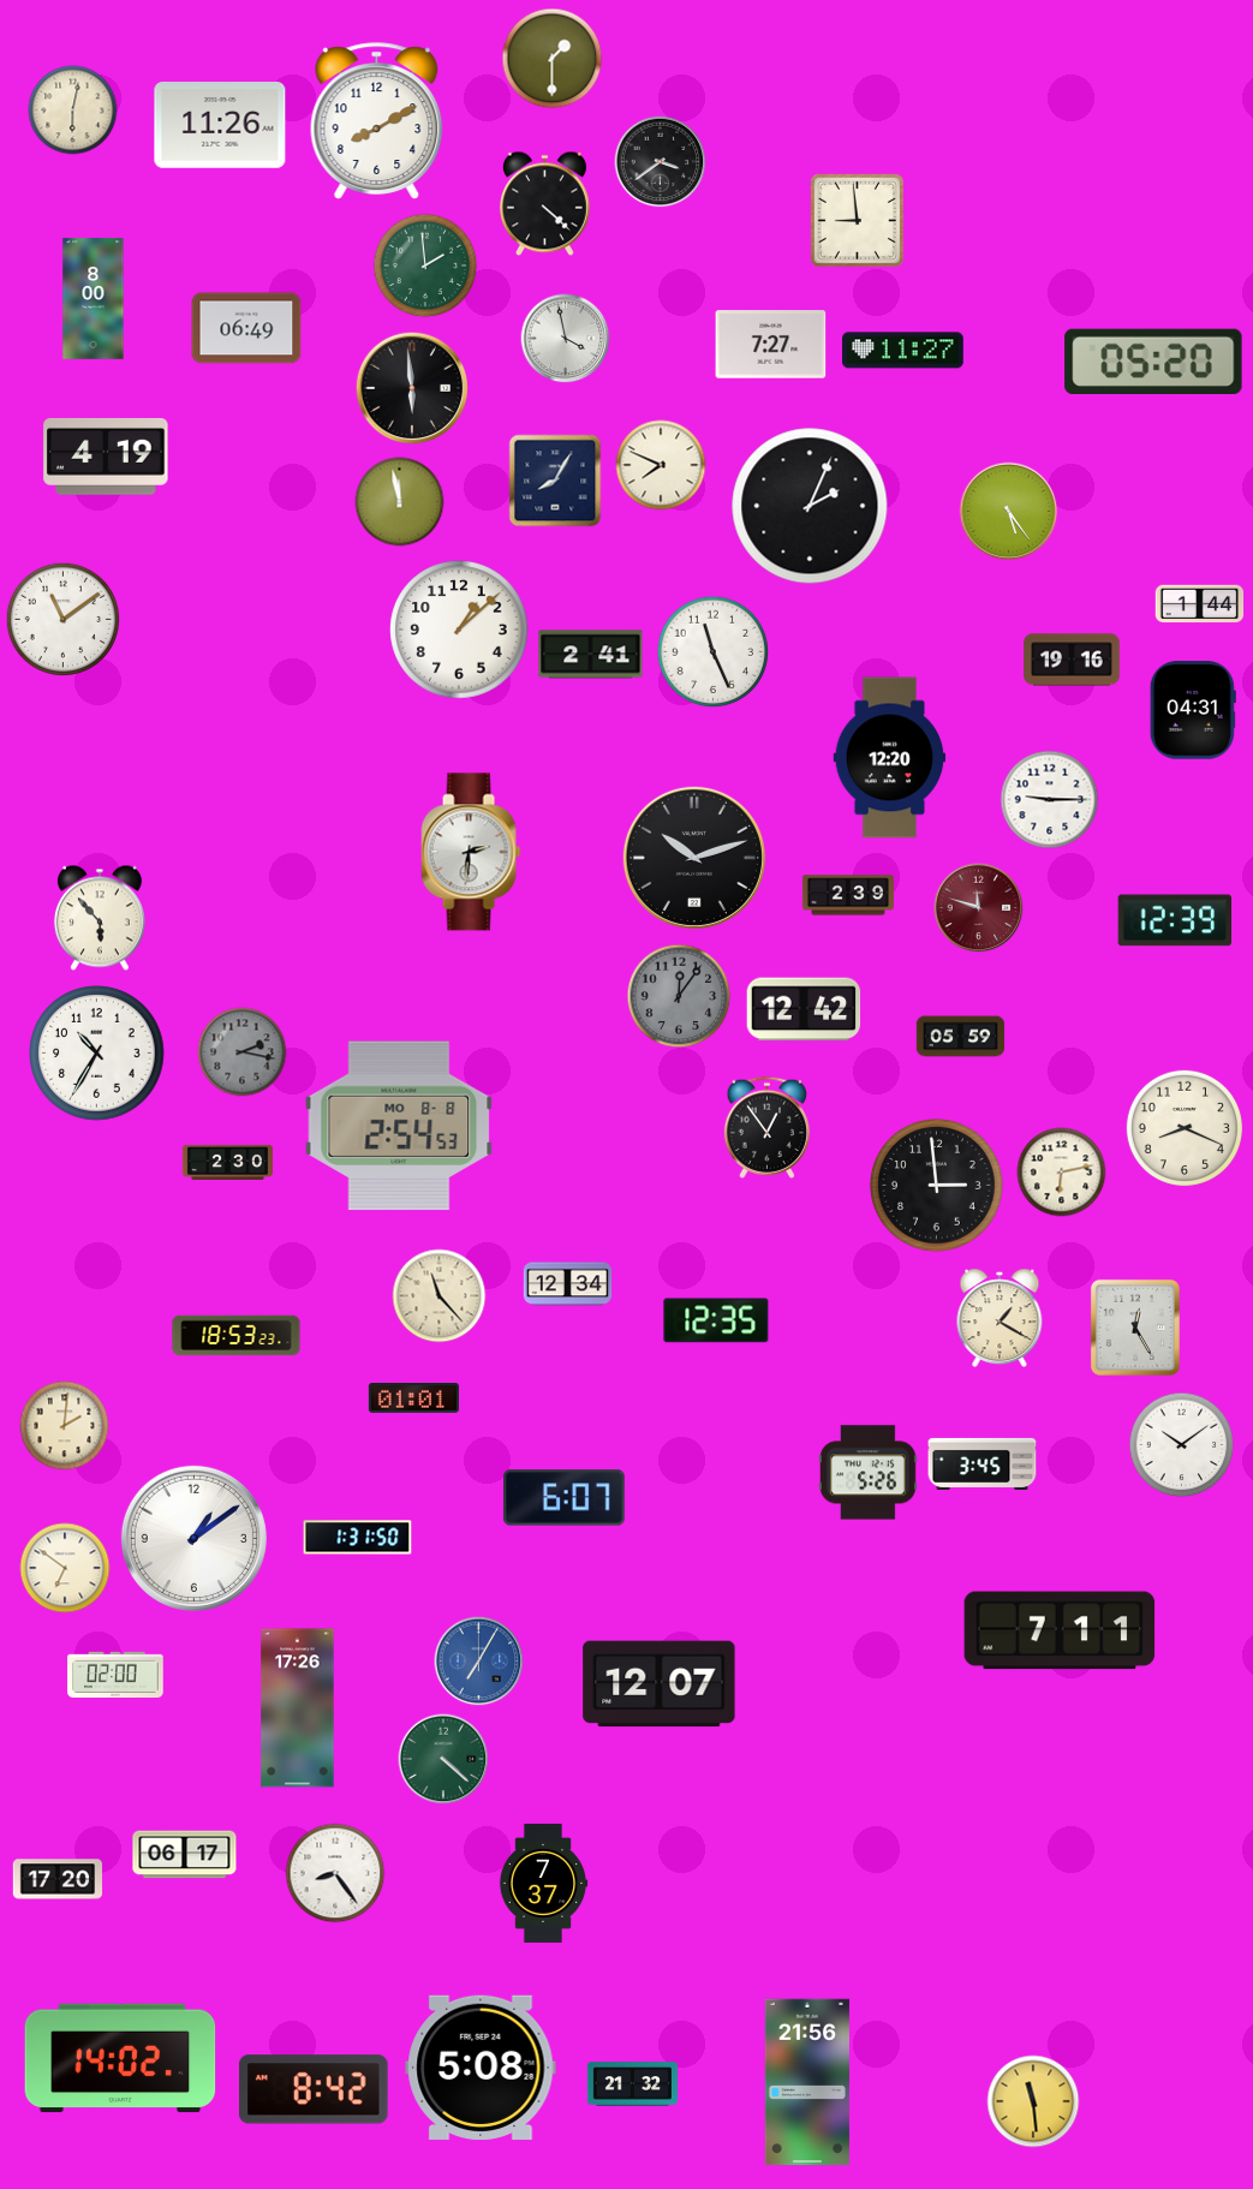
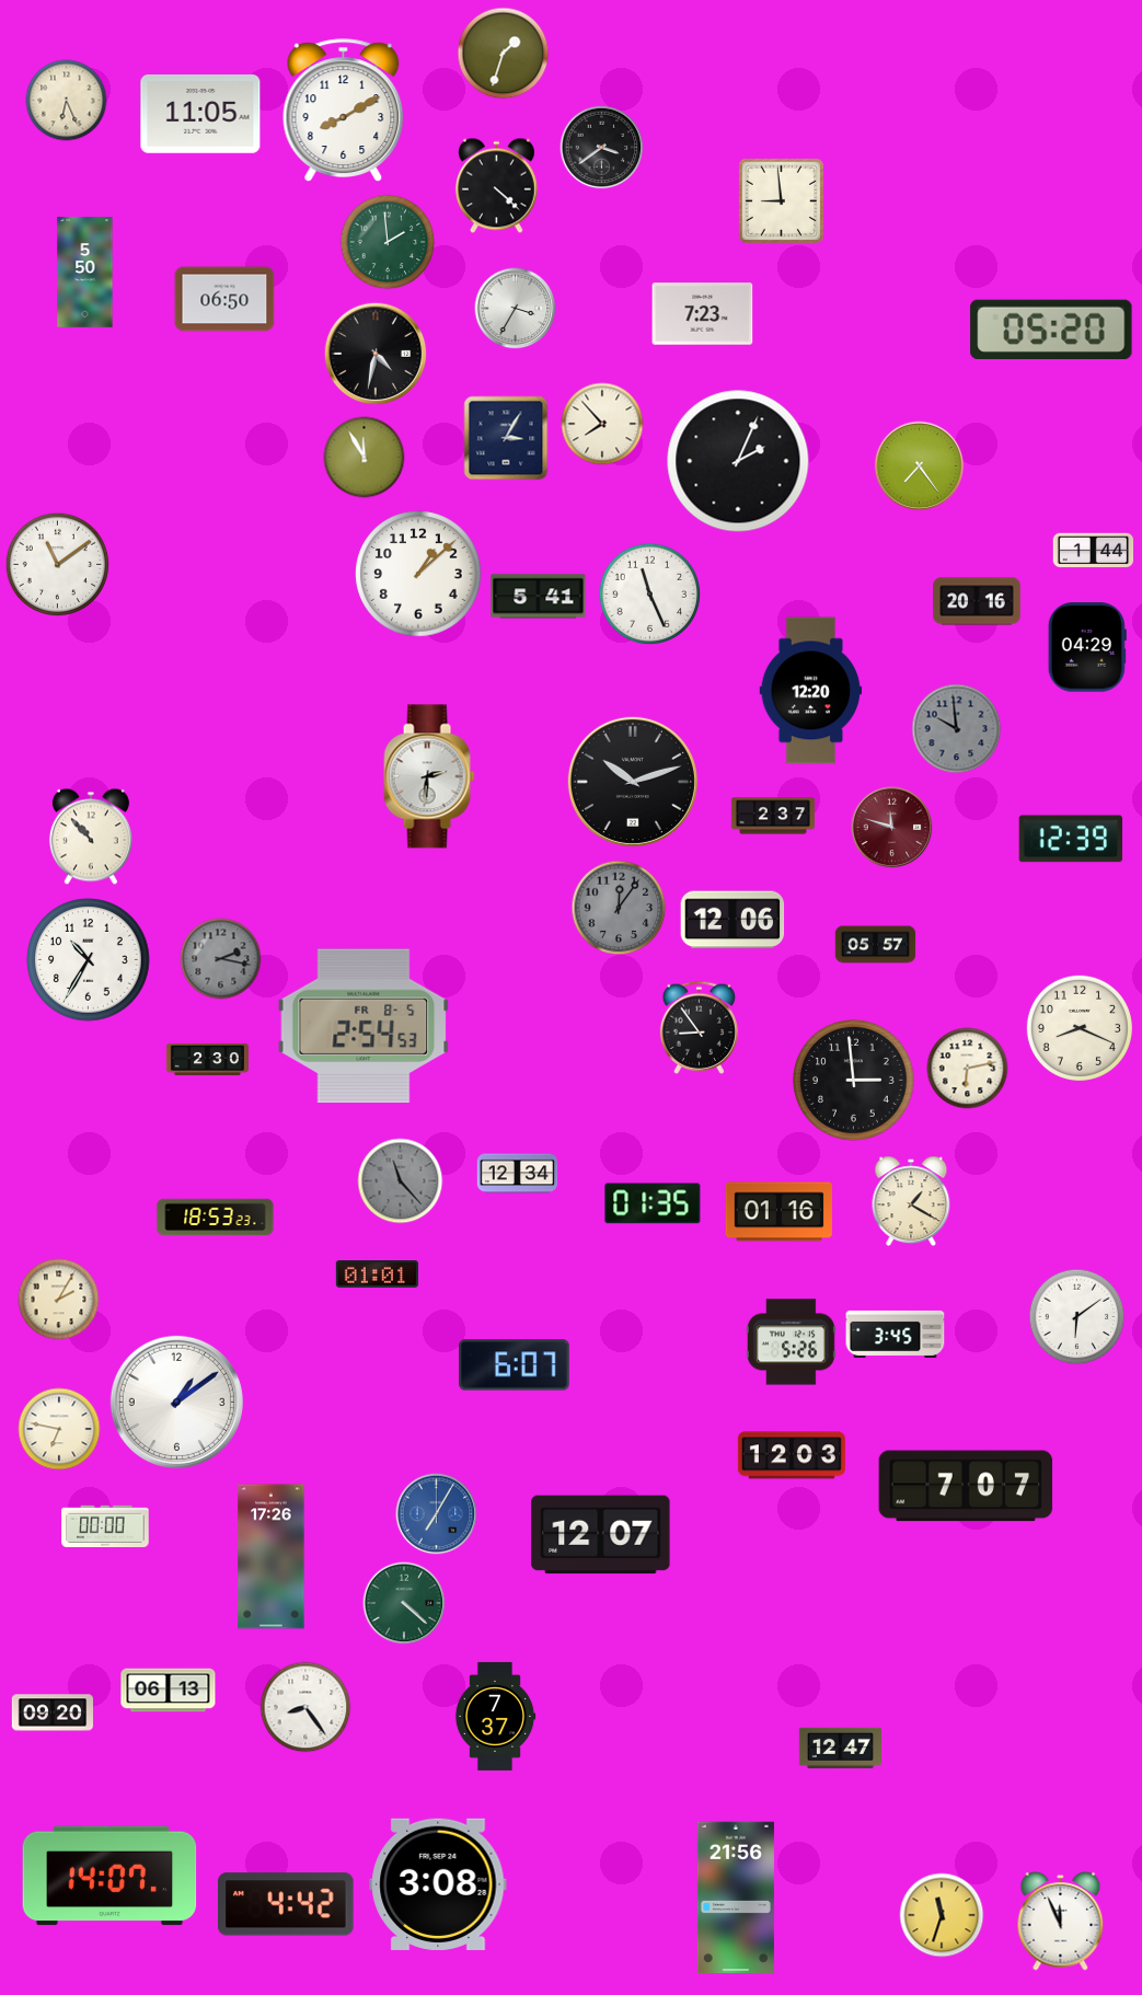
clock at (553, 59): 1:30 -> 1:33
clock at (73, 111): 6:02 -> 6:26
clock at (220, 126): 11:26 -> 11:05
clock at (94, 299): 8:00 -> 5:50
clock at (246, 328): 06:49 -> 06:50
clock at (566, 339): 3:58 -> 3:35
clock at (771, 345): 7:27 -> 7:23
clock at (903, 351): 11:27 -> none
clock at (412, 388): 5:59 -> 4:32
clock at (106, 457): 4:19 -> none
clock at (661, 465): 7:49 -> 7:53
clock at (555, 481): 8:05 -> 3:05
clock at (400, 502): 11:58 -> 11:55
clock at (1009, 512): 5:24 -> 7:24
clock at (591, 655): 2:41 -> 5:41
clock at (1072, 660): 19:16 -> 20:16
clock at (1193, 710): 04:31 -> 04:29
clock at (1050, 800): 9:15 -> 9:59
clock at (1050, 800) dial: white -> grey
clock at (848, 895): 2:39 -> 2:37
clock at (100, 918): 5:53 -> 10:53
clock at (804, 1009): 12:42 -> 12:06
clock at (961, 1037): 05:59 -> 05:57
clock at (399, 1126) date: MO 8-8 -> FR 8-5
clock at (766, 1127): 12:54 -> 8:54
clock at (568, 1284) position: (568, 1284) -> (518, 1174)
clock at (440, 1296) dial: cream -> grey
clock at (716, 1320): 12:35 -> 01:35
clock at (1135, 1328): 12:25 -> none
clock at (778, 1212): none -> 01:16
clock at (65, 1426): 2:01 -> 2:05
clock at (1182, 1445): 10:09 -> 6:09
clock at (358, 1538): 1:31 -> none
clock at (65, 1568): 6:51 -> 6:47
clock at (792, 1455): none -> 12:03
clock at (1060, 1630): 7:11 -> 7:07
clock at (115, 1674): 02:00 -> 00:00
clock at (185, 1855): 06:17 -> 06:13
clock at (58, 1879): 17:20 -> 09:20
clock at (840, 1748): none -> 12:47
clock at (120, 2058): 14:02 -> 14:07
clock at (481, 2068): 5:08 -> 3:08
clock at (632, 2084): 21:32 -> none
clock at (314, 2089): 8:42 -> 4:42
clock at (1033, 2101): 11:29 -> 11:33
clock at (1061, 1922): none -> 11:56
